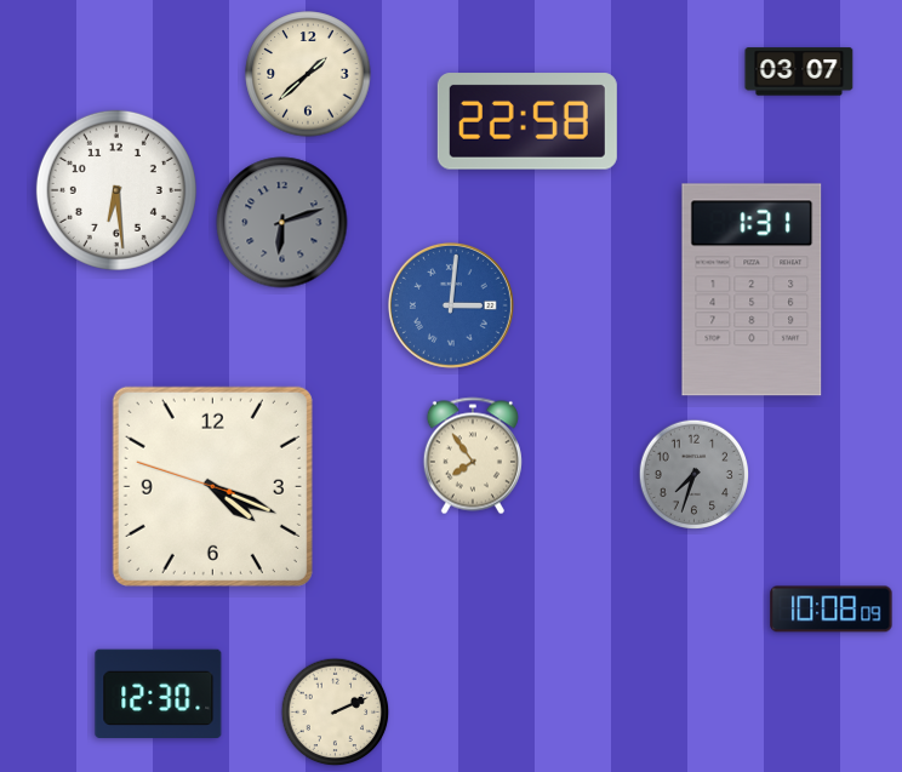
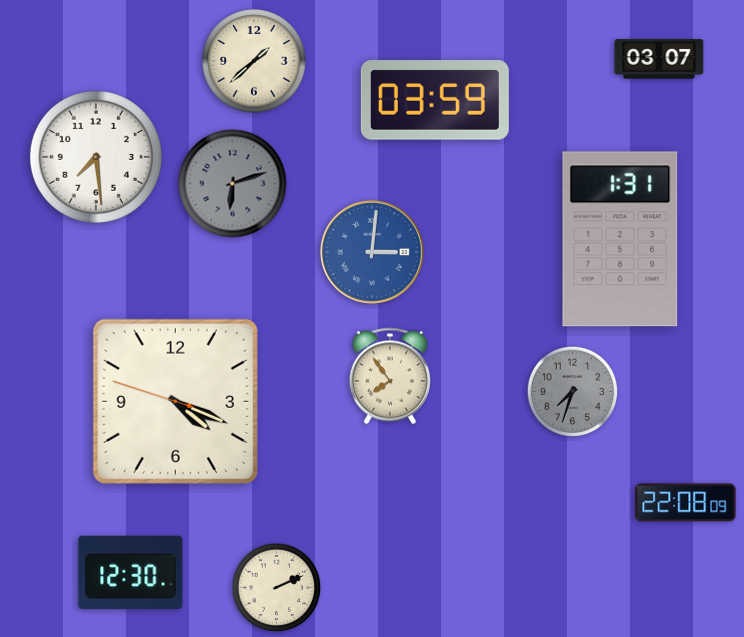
clock at (527, 121): 22:58 -> 03:59
clock at (116, 190): 6:29 -> 7:29
clock at (832, 610): 10:08 -> 22:08
